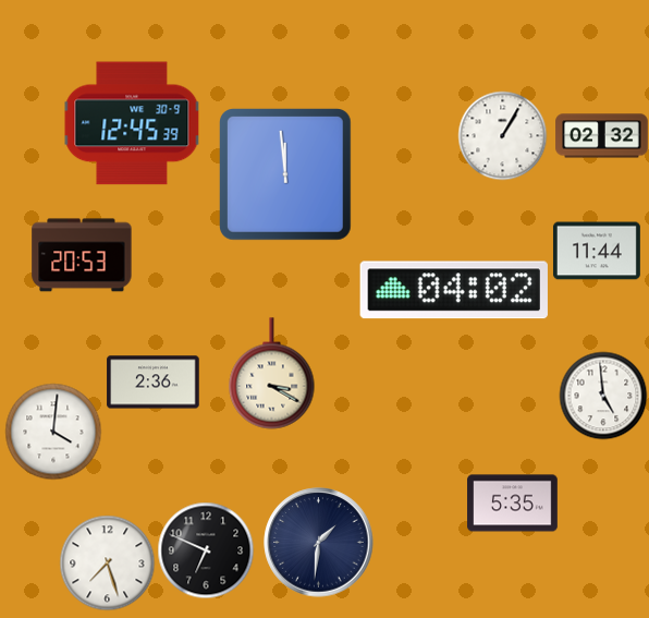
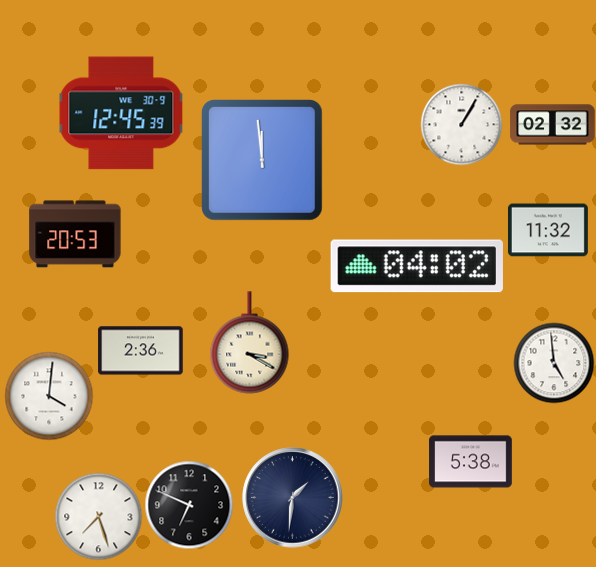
clock at (597, 251): 11:44 -> 11:32
clock at (513, 504): 5:35 -> 5:38
